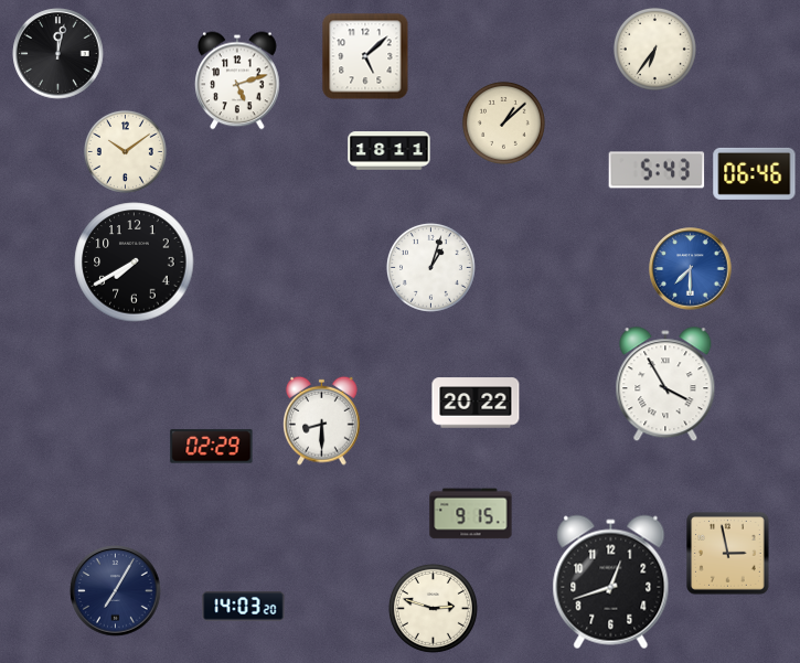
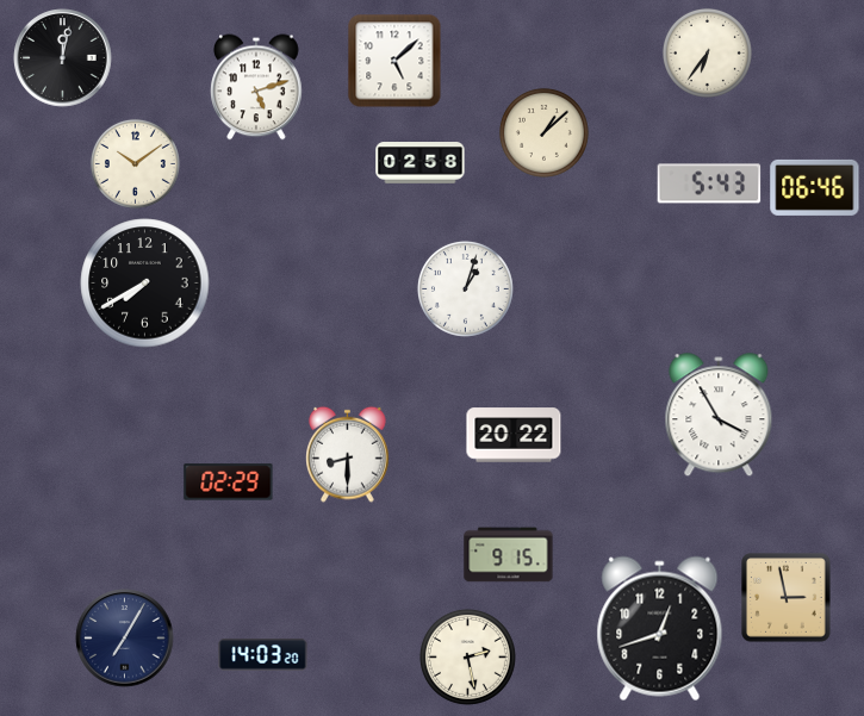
clock at (390, 151): 18:11 -> 02:58
clock at (691, 269): 7:30 -> none
clock at (433, 608): 2:48 -> 2:28
